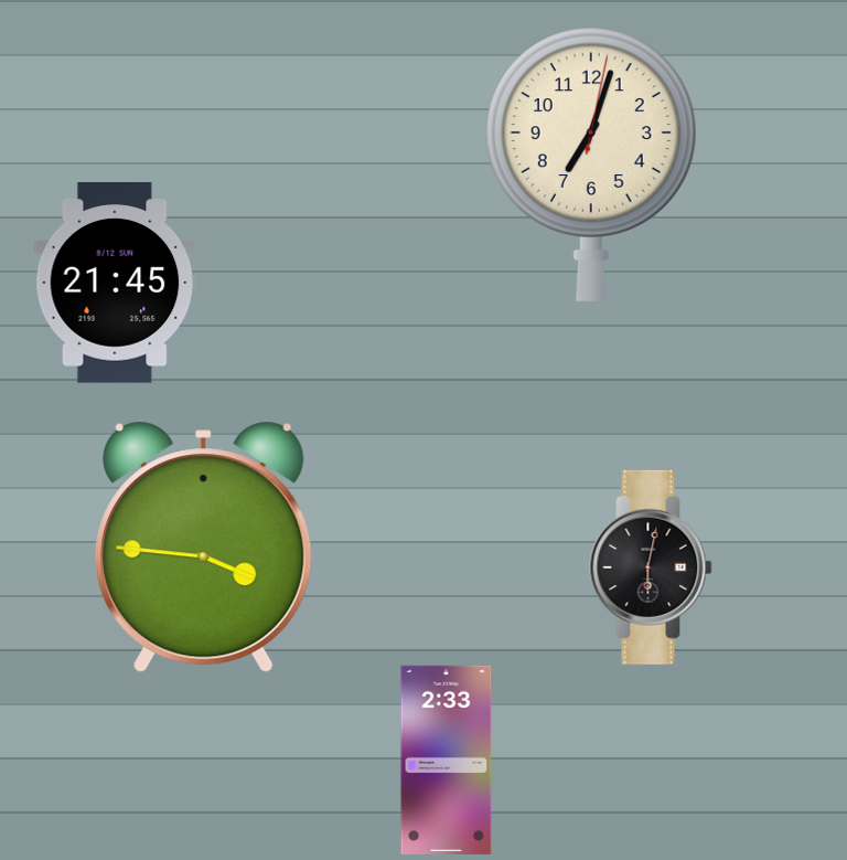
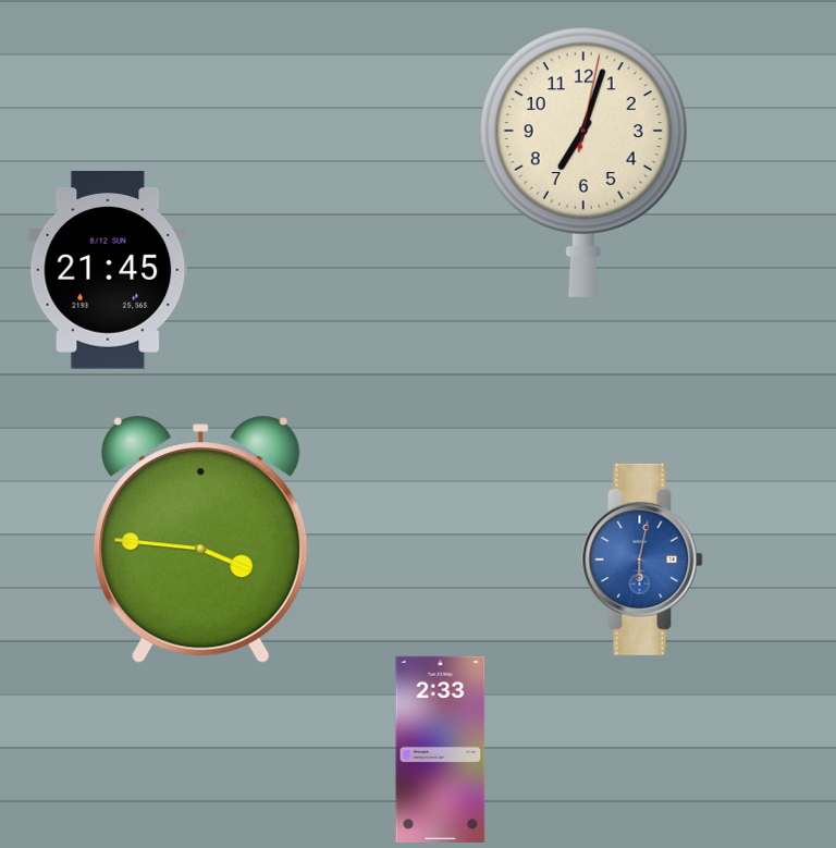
clock at (115, 283) position: (115, 283) -> (108, 270)
clock at (651, 567) dial: black -> blue
